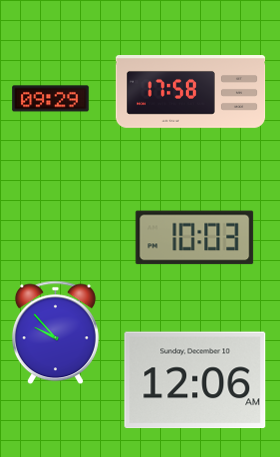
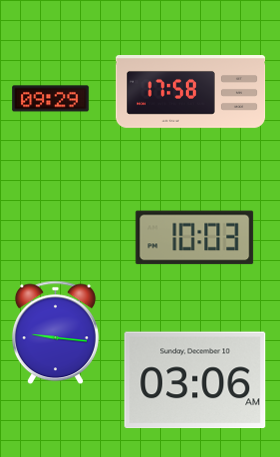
clock at (55, 333): 9:53 -> 9:16
clock at (195, 380): 12:06 -> 03:06
